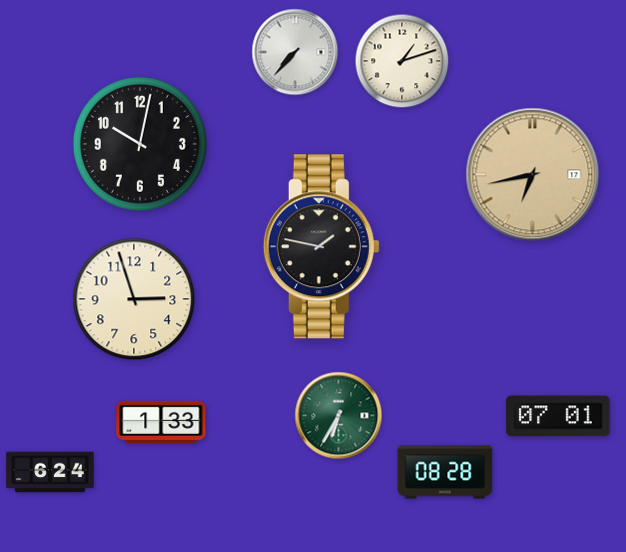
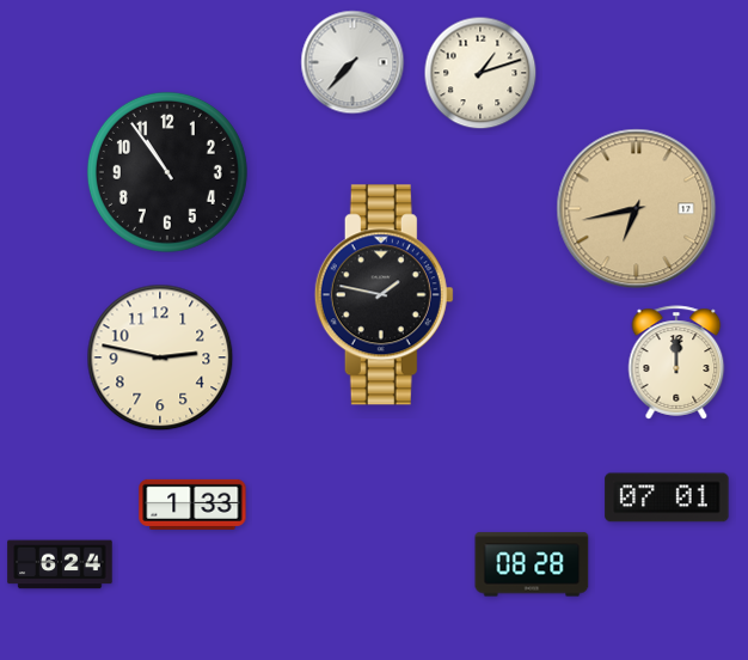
clock at (140, 144): 10:02 -> 10:54
clock at (134, 299): 2:57 -> 2:47
clock at (676, 362): none -> 12:00
clock at (339, 416): 6:35 -> none
